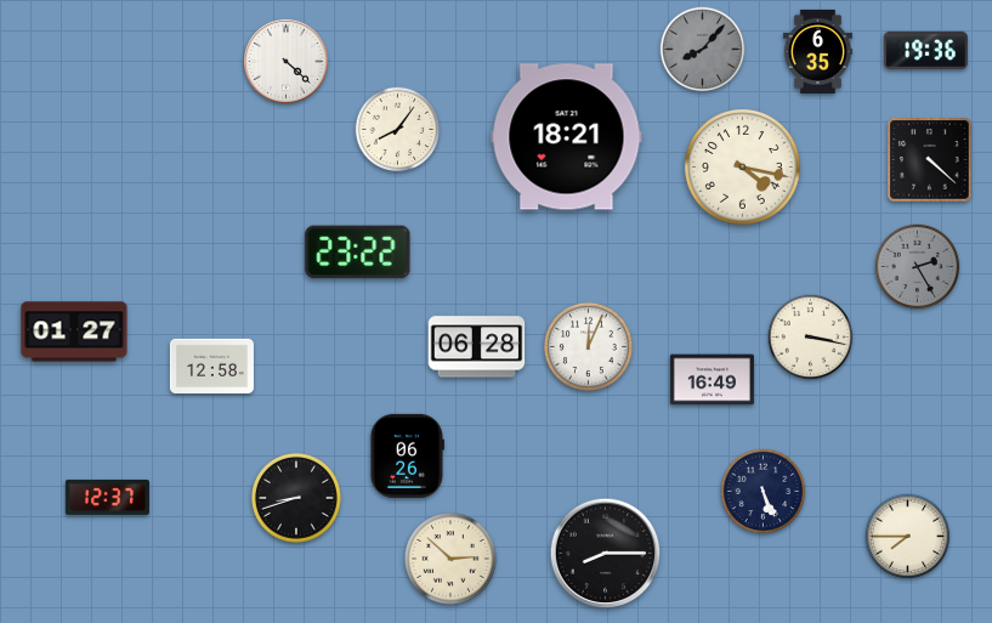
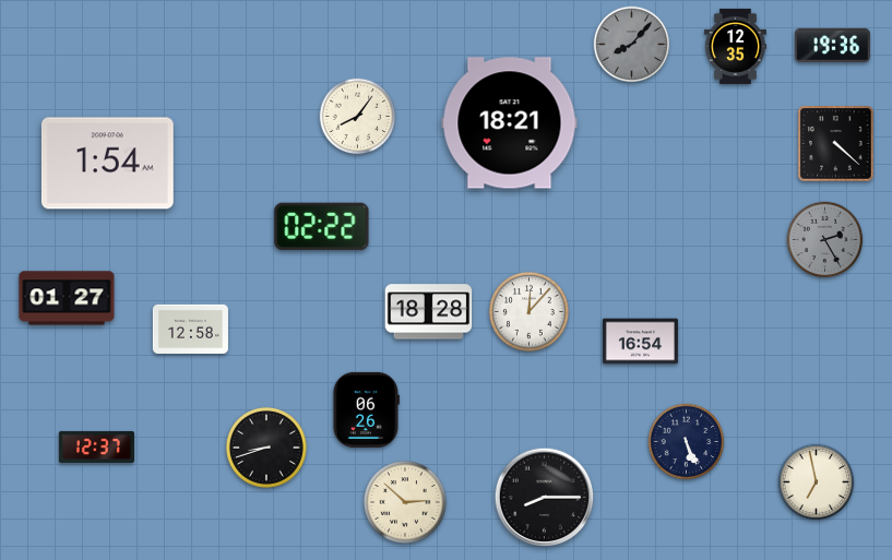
clock at (817, 51): 6:35 -> 12:35
clock at (287, 62): 4:22 -> none
clock at (743, 168): 4:17 -> none
clock at (107, 164): none -> 1:54
clock at (358, 253): 23:22 -> 02:22
clock at (811, 338): 3:17 -> none
clock at (588, 346): 12:04 -> 12:07
clock at (477, 347): 06:28 -> 18:28
clock at (712, 380): 16:49 -> 16:54
clock at (908, 537): 7:45 -> 6:58
